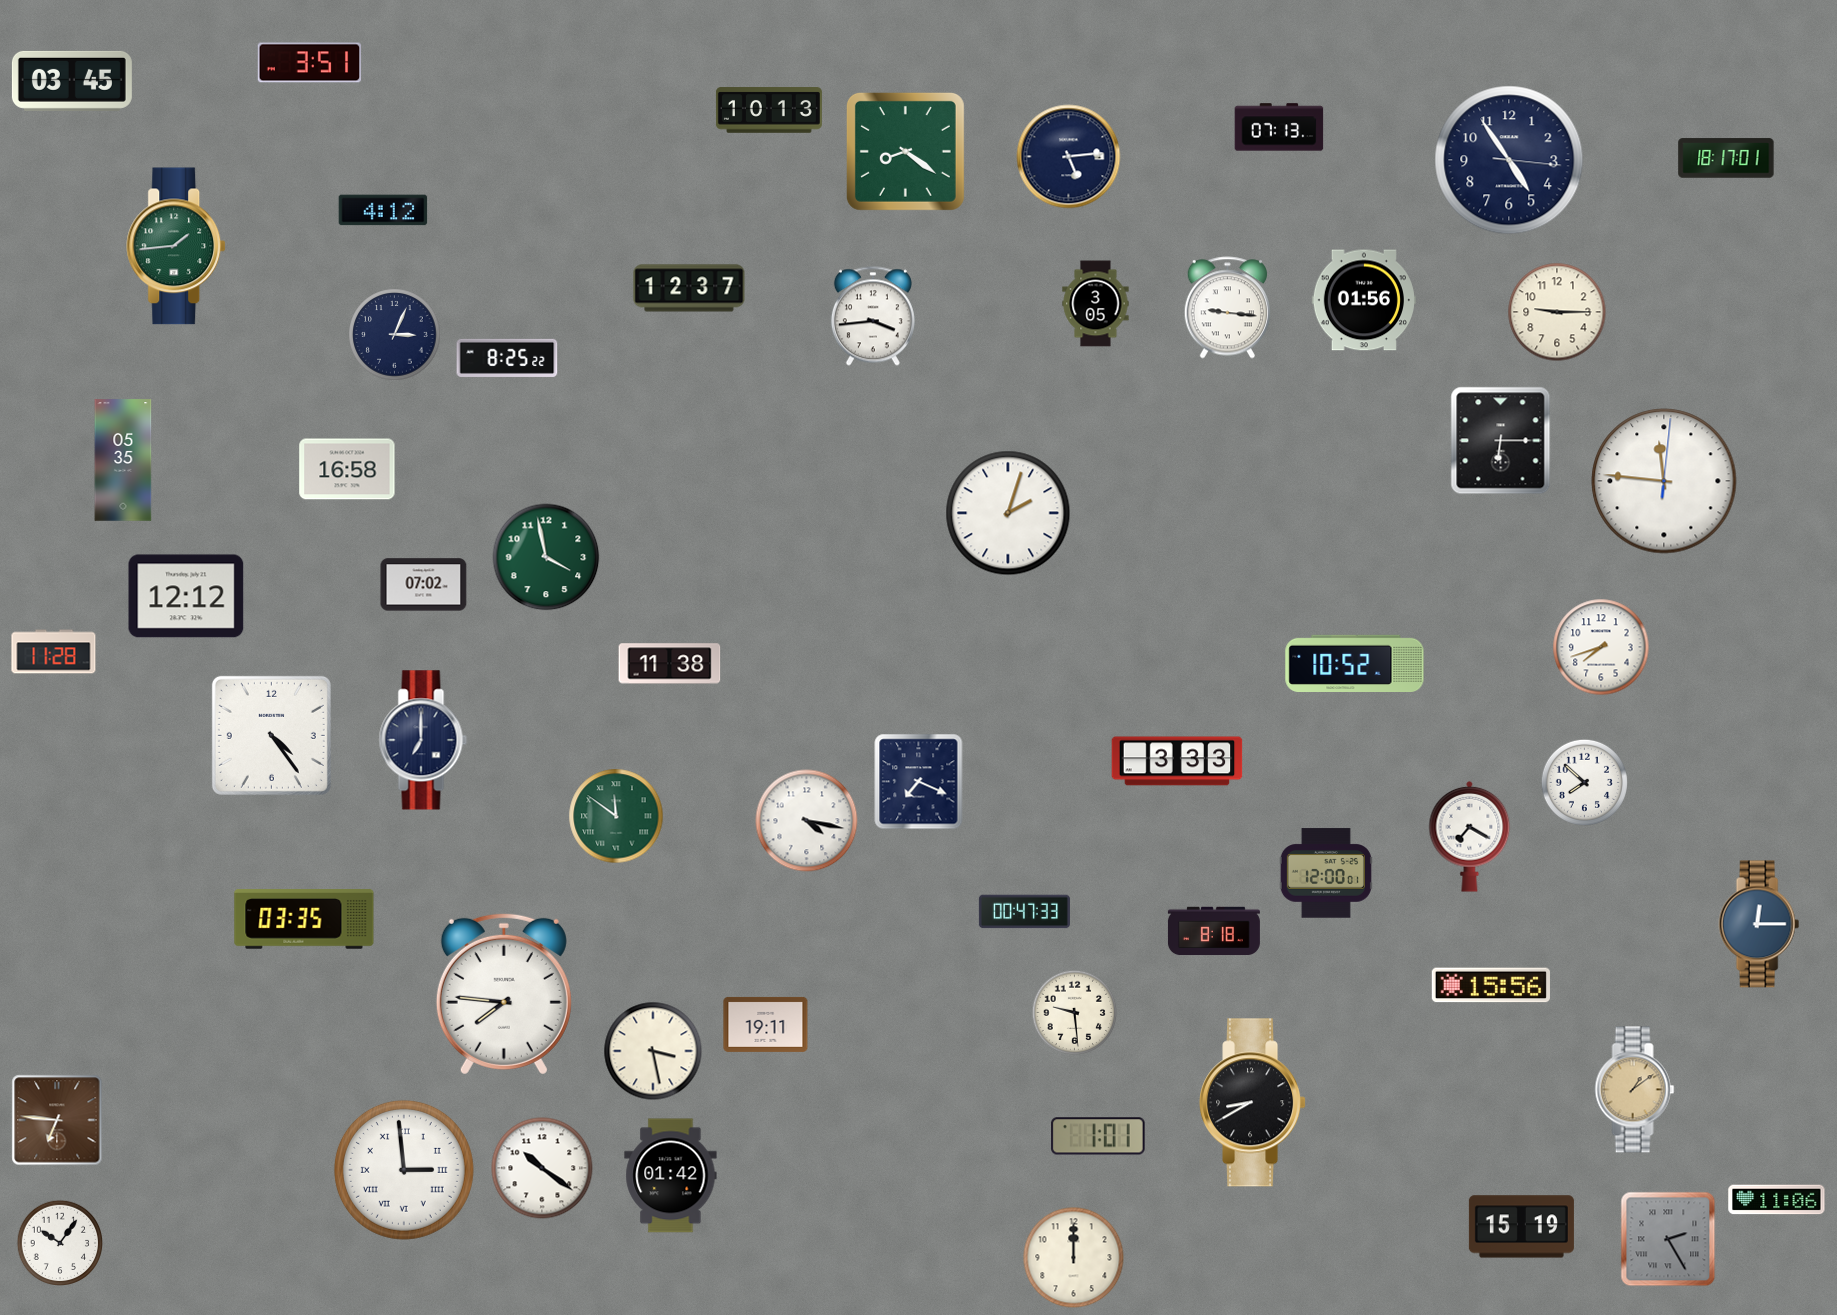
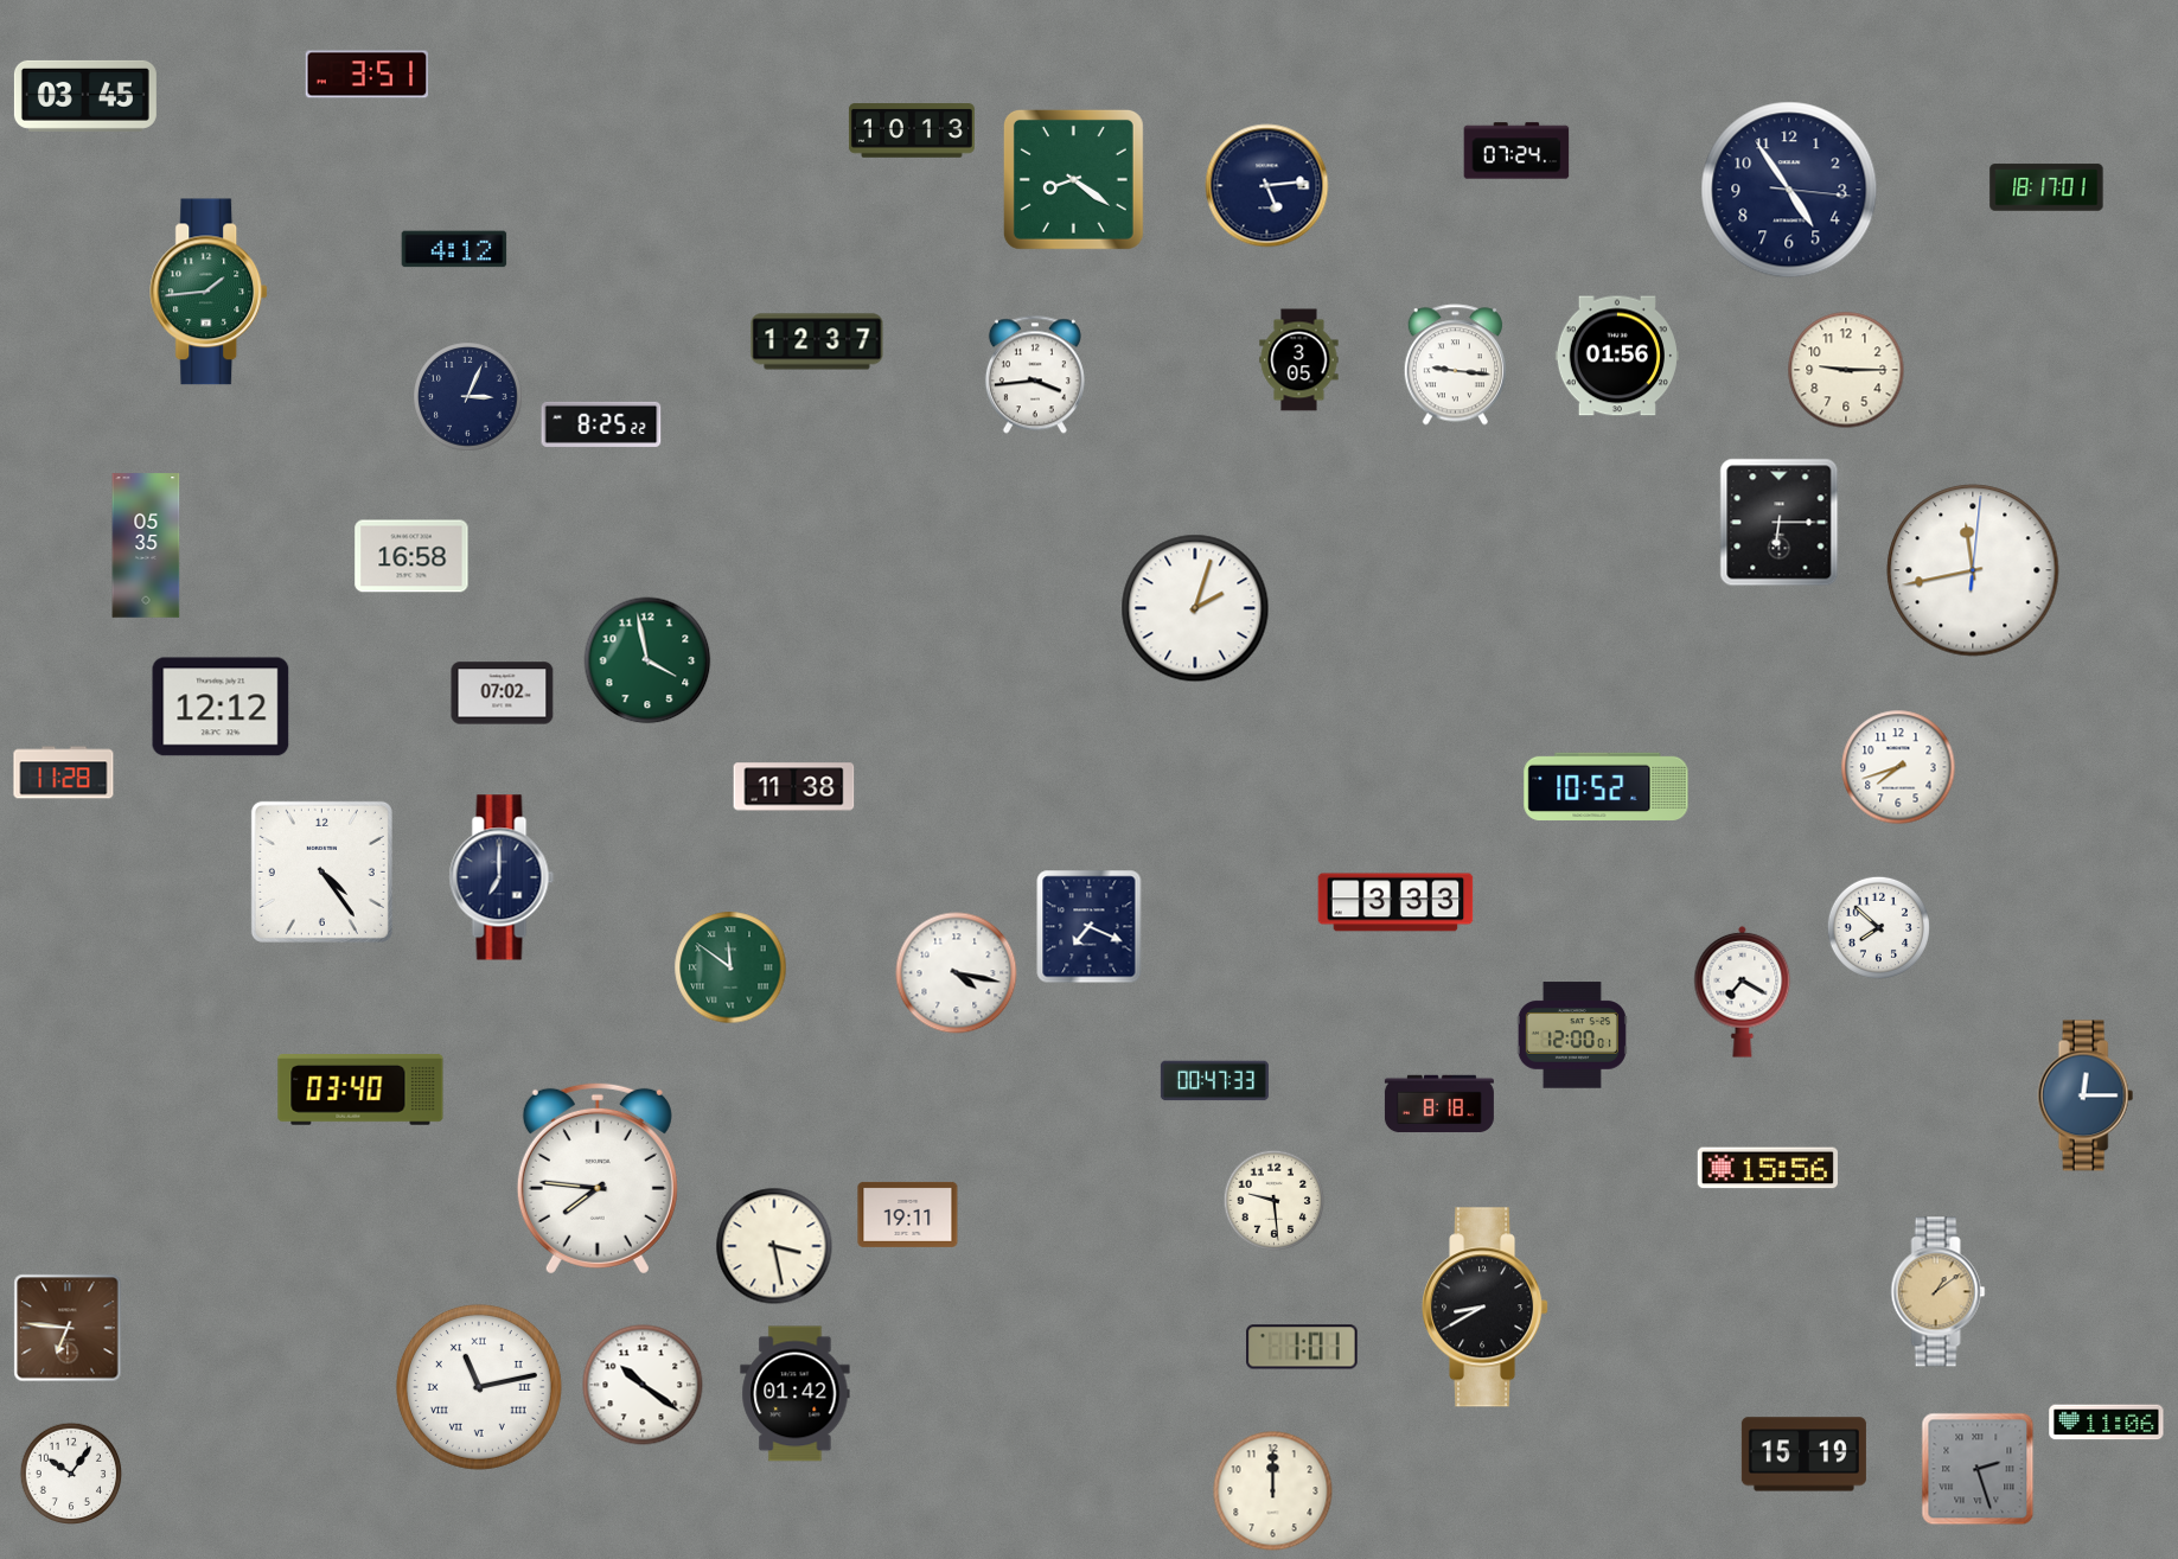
clock at (1279, 127): 07:13 -> 07:24
clock at (1664, 481): 11:46 -> 11:43
clock at (304, 919): 03:35 -> 03:40
clock at (404, 1170): 2:59 -> 11:13
clock at (1668, 1239): 2:25 -> 2:27
